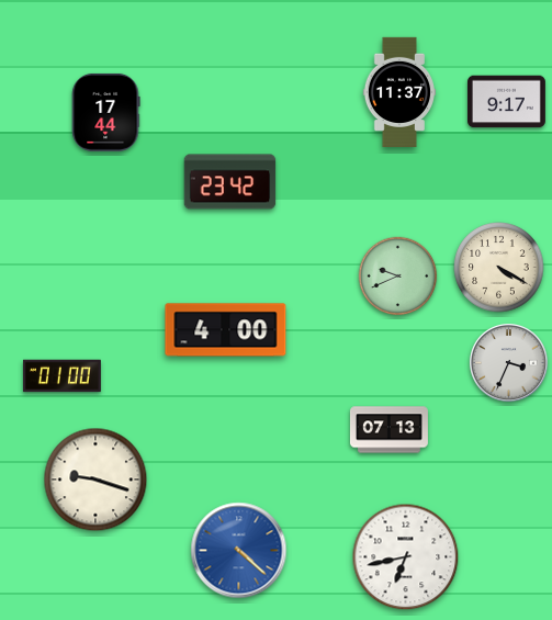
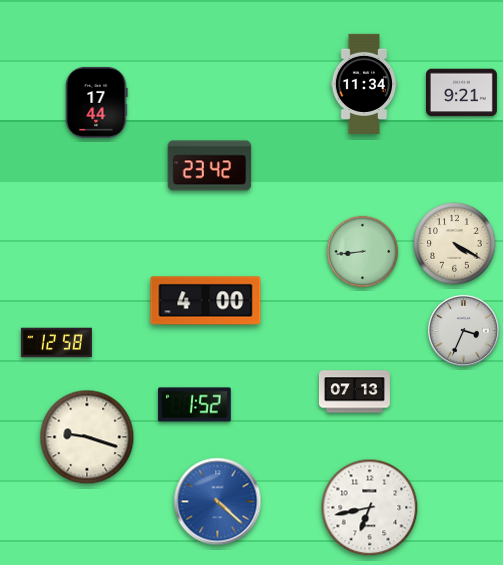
clock at (398, 91): 11:37 -> 11:34
clock at (506, 102): 9:17 -> 9:21
clock at (398, 277): 9:41 -> 8:44
clock at (61, 376): 01:00 -> 12:58
clock at (195, 405): none -> 1:52
